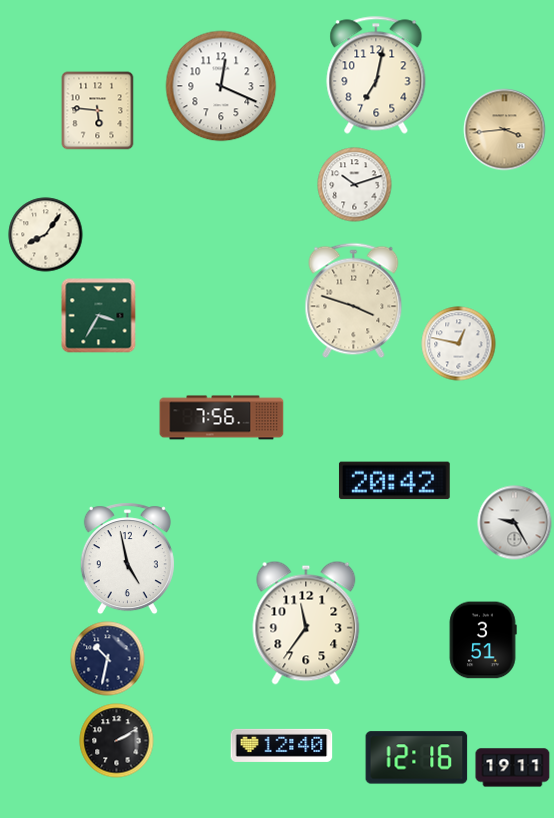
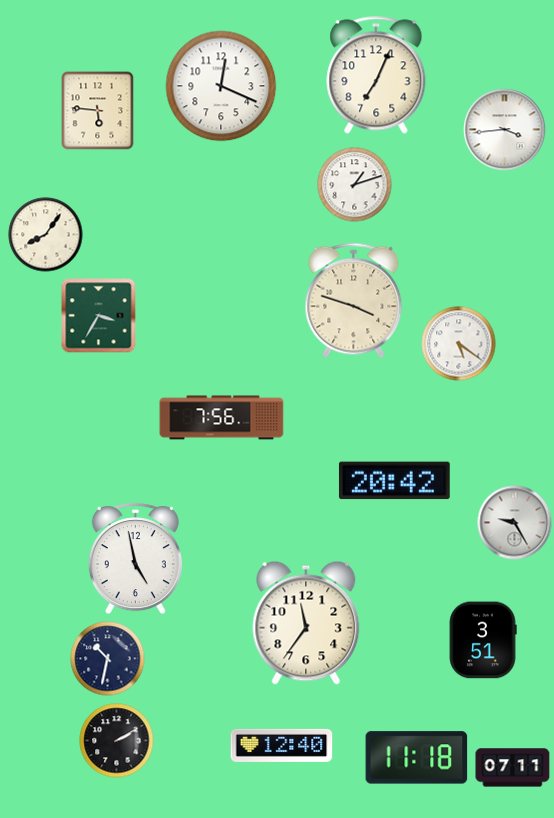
clock at (376, 75): 7:02 -> 7:04
clock at (505, 130) dial: champagne -> white
clock at (355, 185): 10:12 -> 1:12
clock at (459, 344): 12:47 -> 5:21
clock at (127, 559) position: (127, 559) -> (135, 559)
clock at (417, 758): 12:16 -> 11:18
clock at (513, 768): 19:11 -> 07:11
